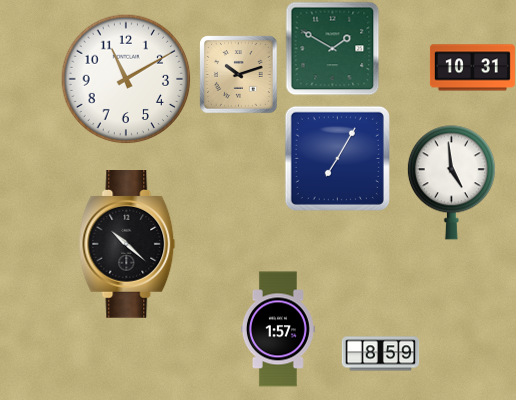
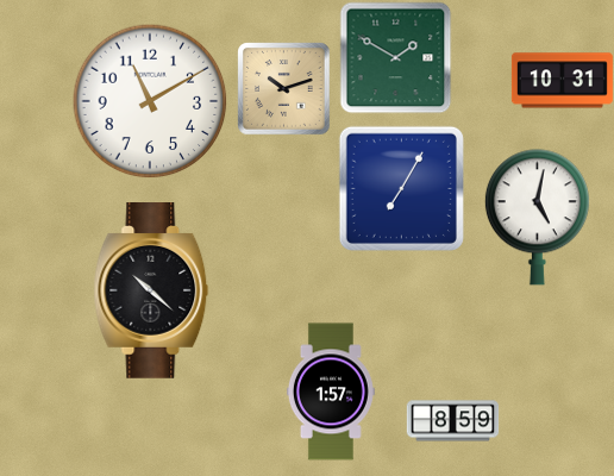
clock at (126, 79) position: (126, 79) -> (150, 101)
clock at (451, 183): 4:59 -> 5:02
